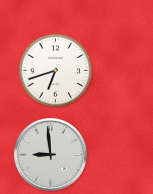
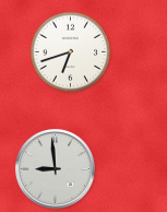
clock at (56, 71) position: (56, 71) -> (71, 52)
